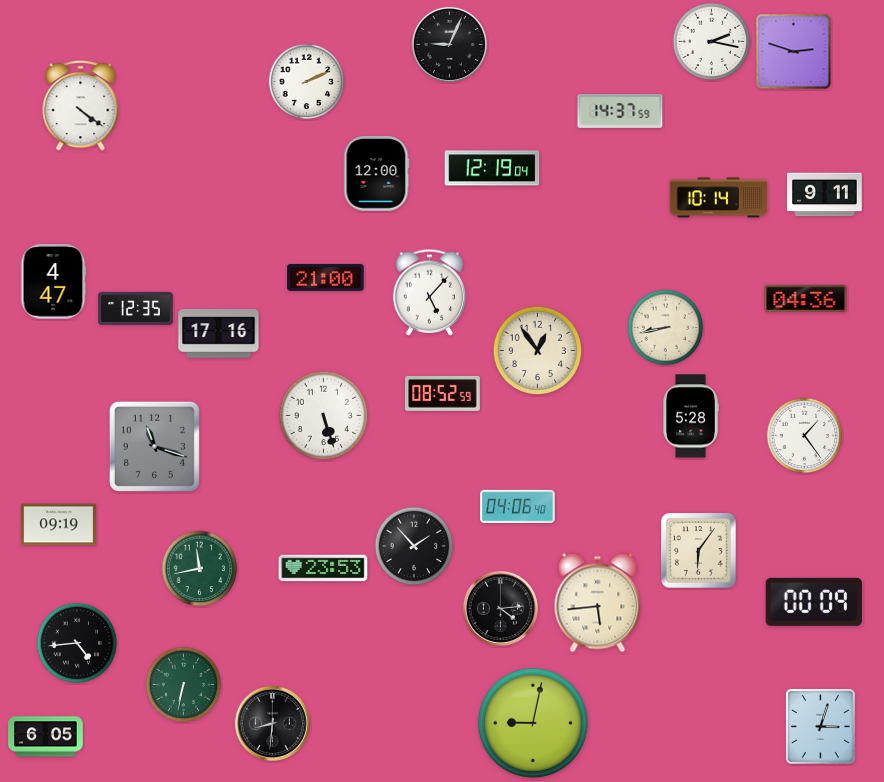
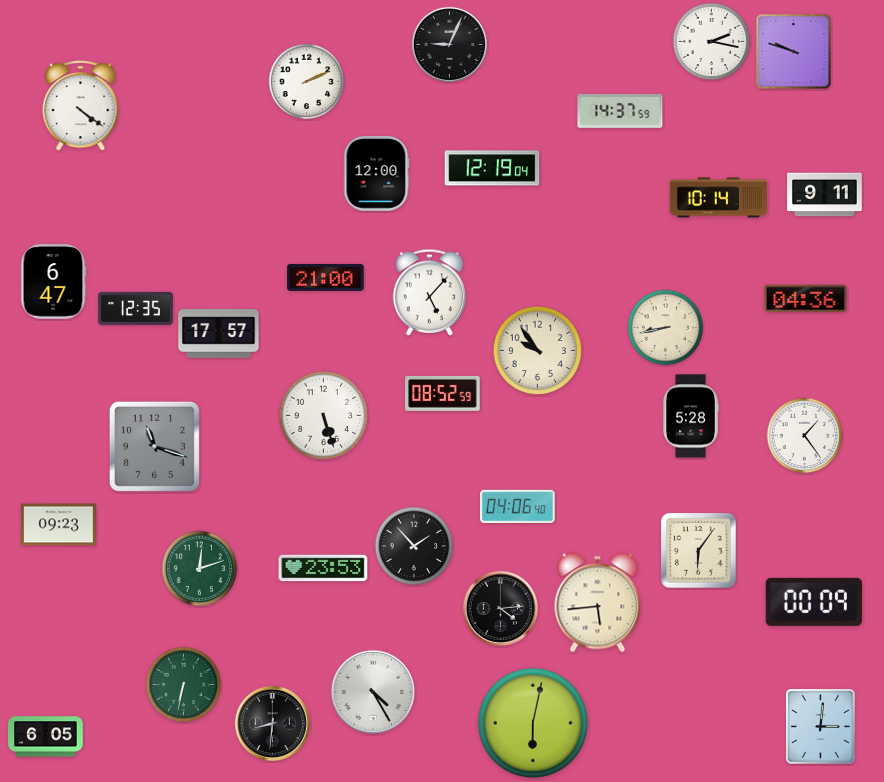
clock at (794, 52): 2:48 -> 9:48
clock at (53, 282): 4:47 -> 6:47
clock at (219, 334): 17:16 -> 17:57
clock at (538, 351): 12:54 -> 9:54
clock at (59, 525): 09:19 -> 09:23
clock at (200, 569): 11:43 -> 12:12
clock at (77, 643): 4:44 -> none
clock at (372, 691): none -> 4:25
clock at (533, 723): 9:02 -> 6:02
clock at (821, 727): 3:03 -> 3:01
